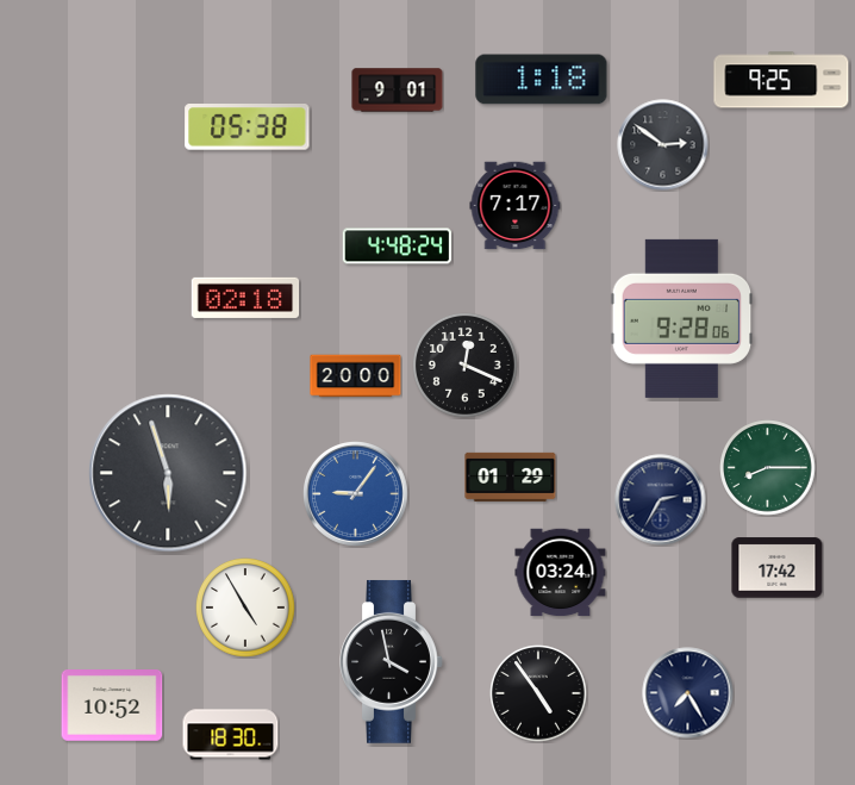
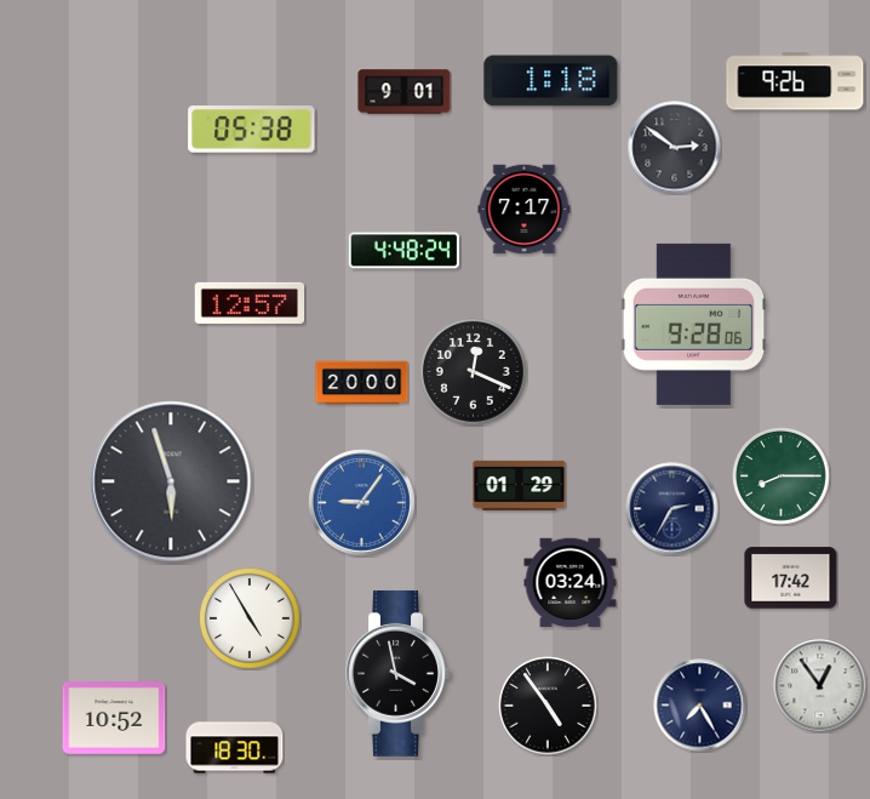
clock at (781, 80): 9:25 -> 9:26
clock at (245, 298): 02:18 -> 12:57
clock at (820, 686): none -> 12:54
